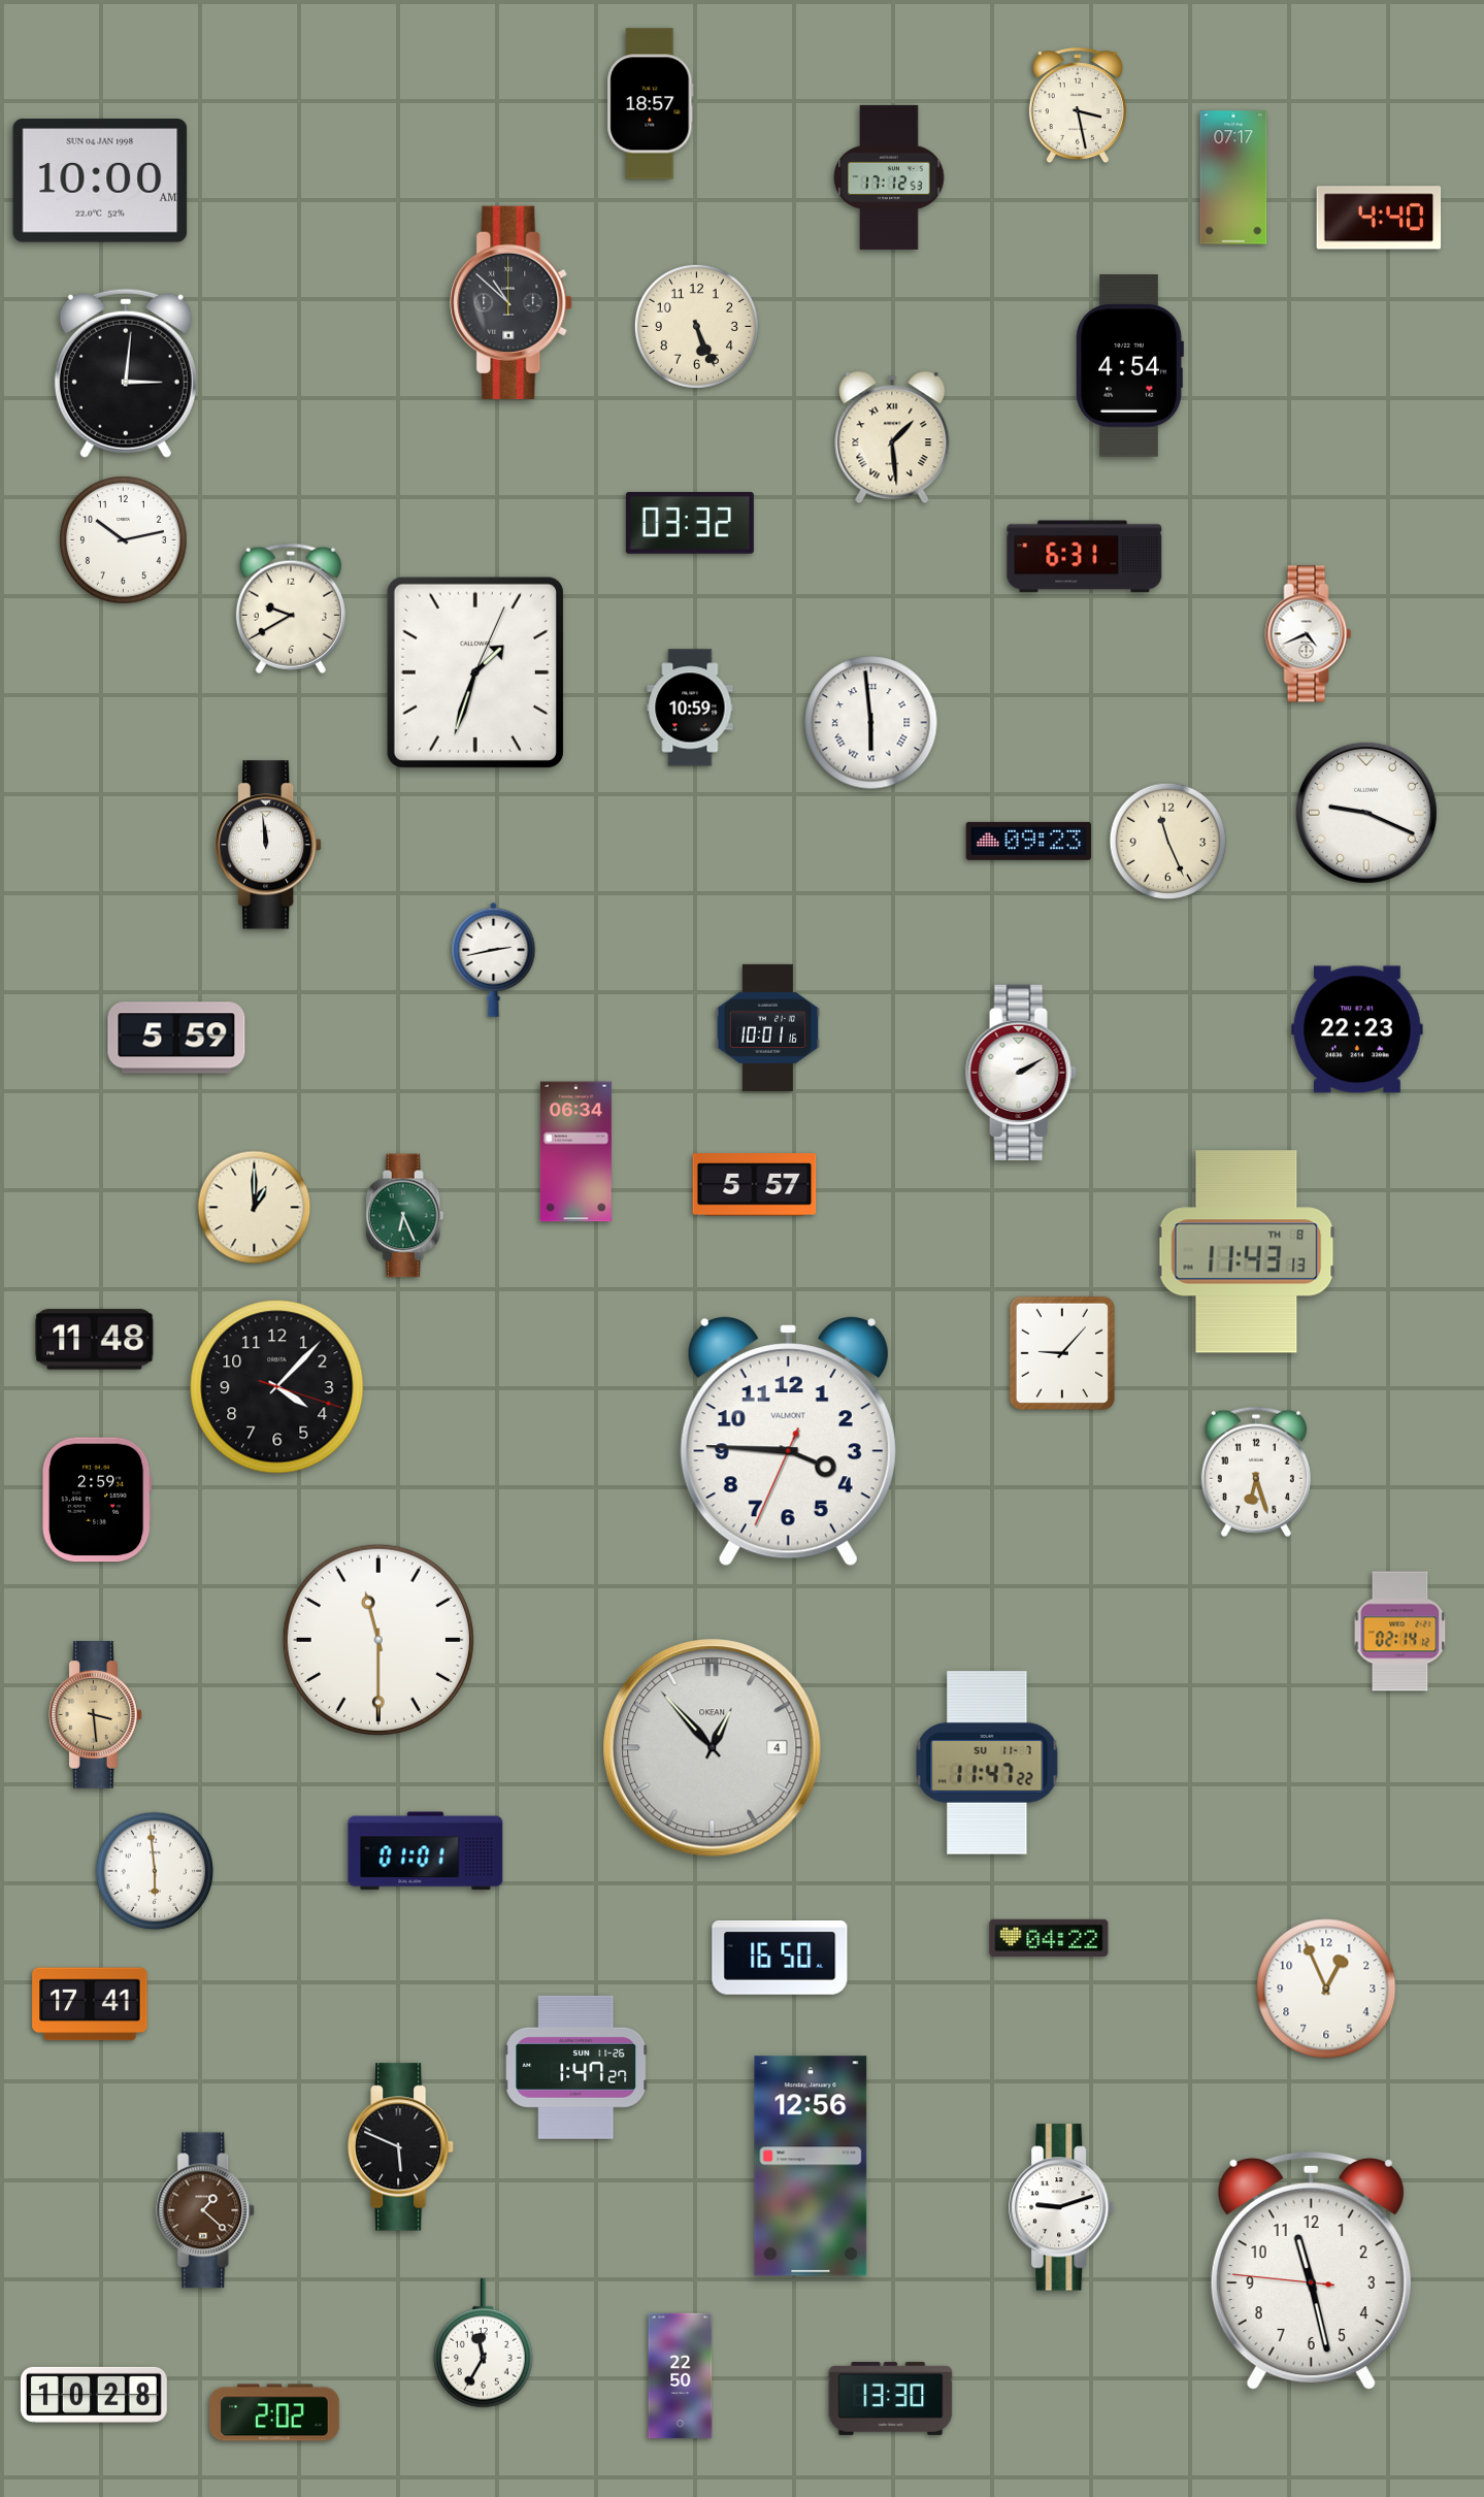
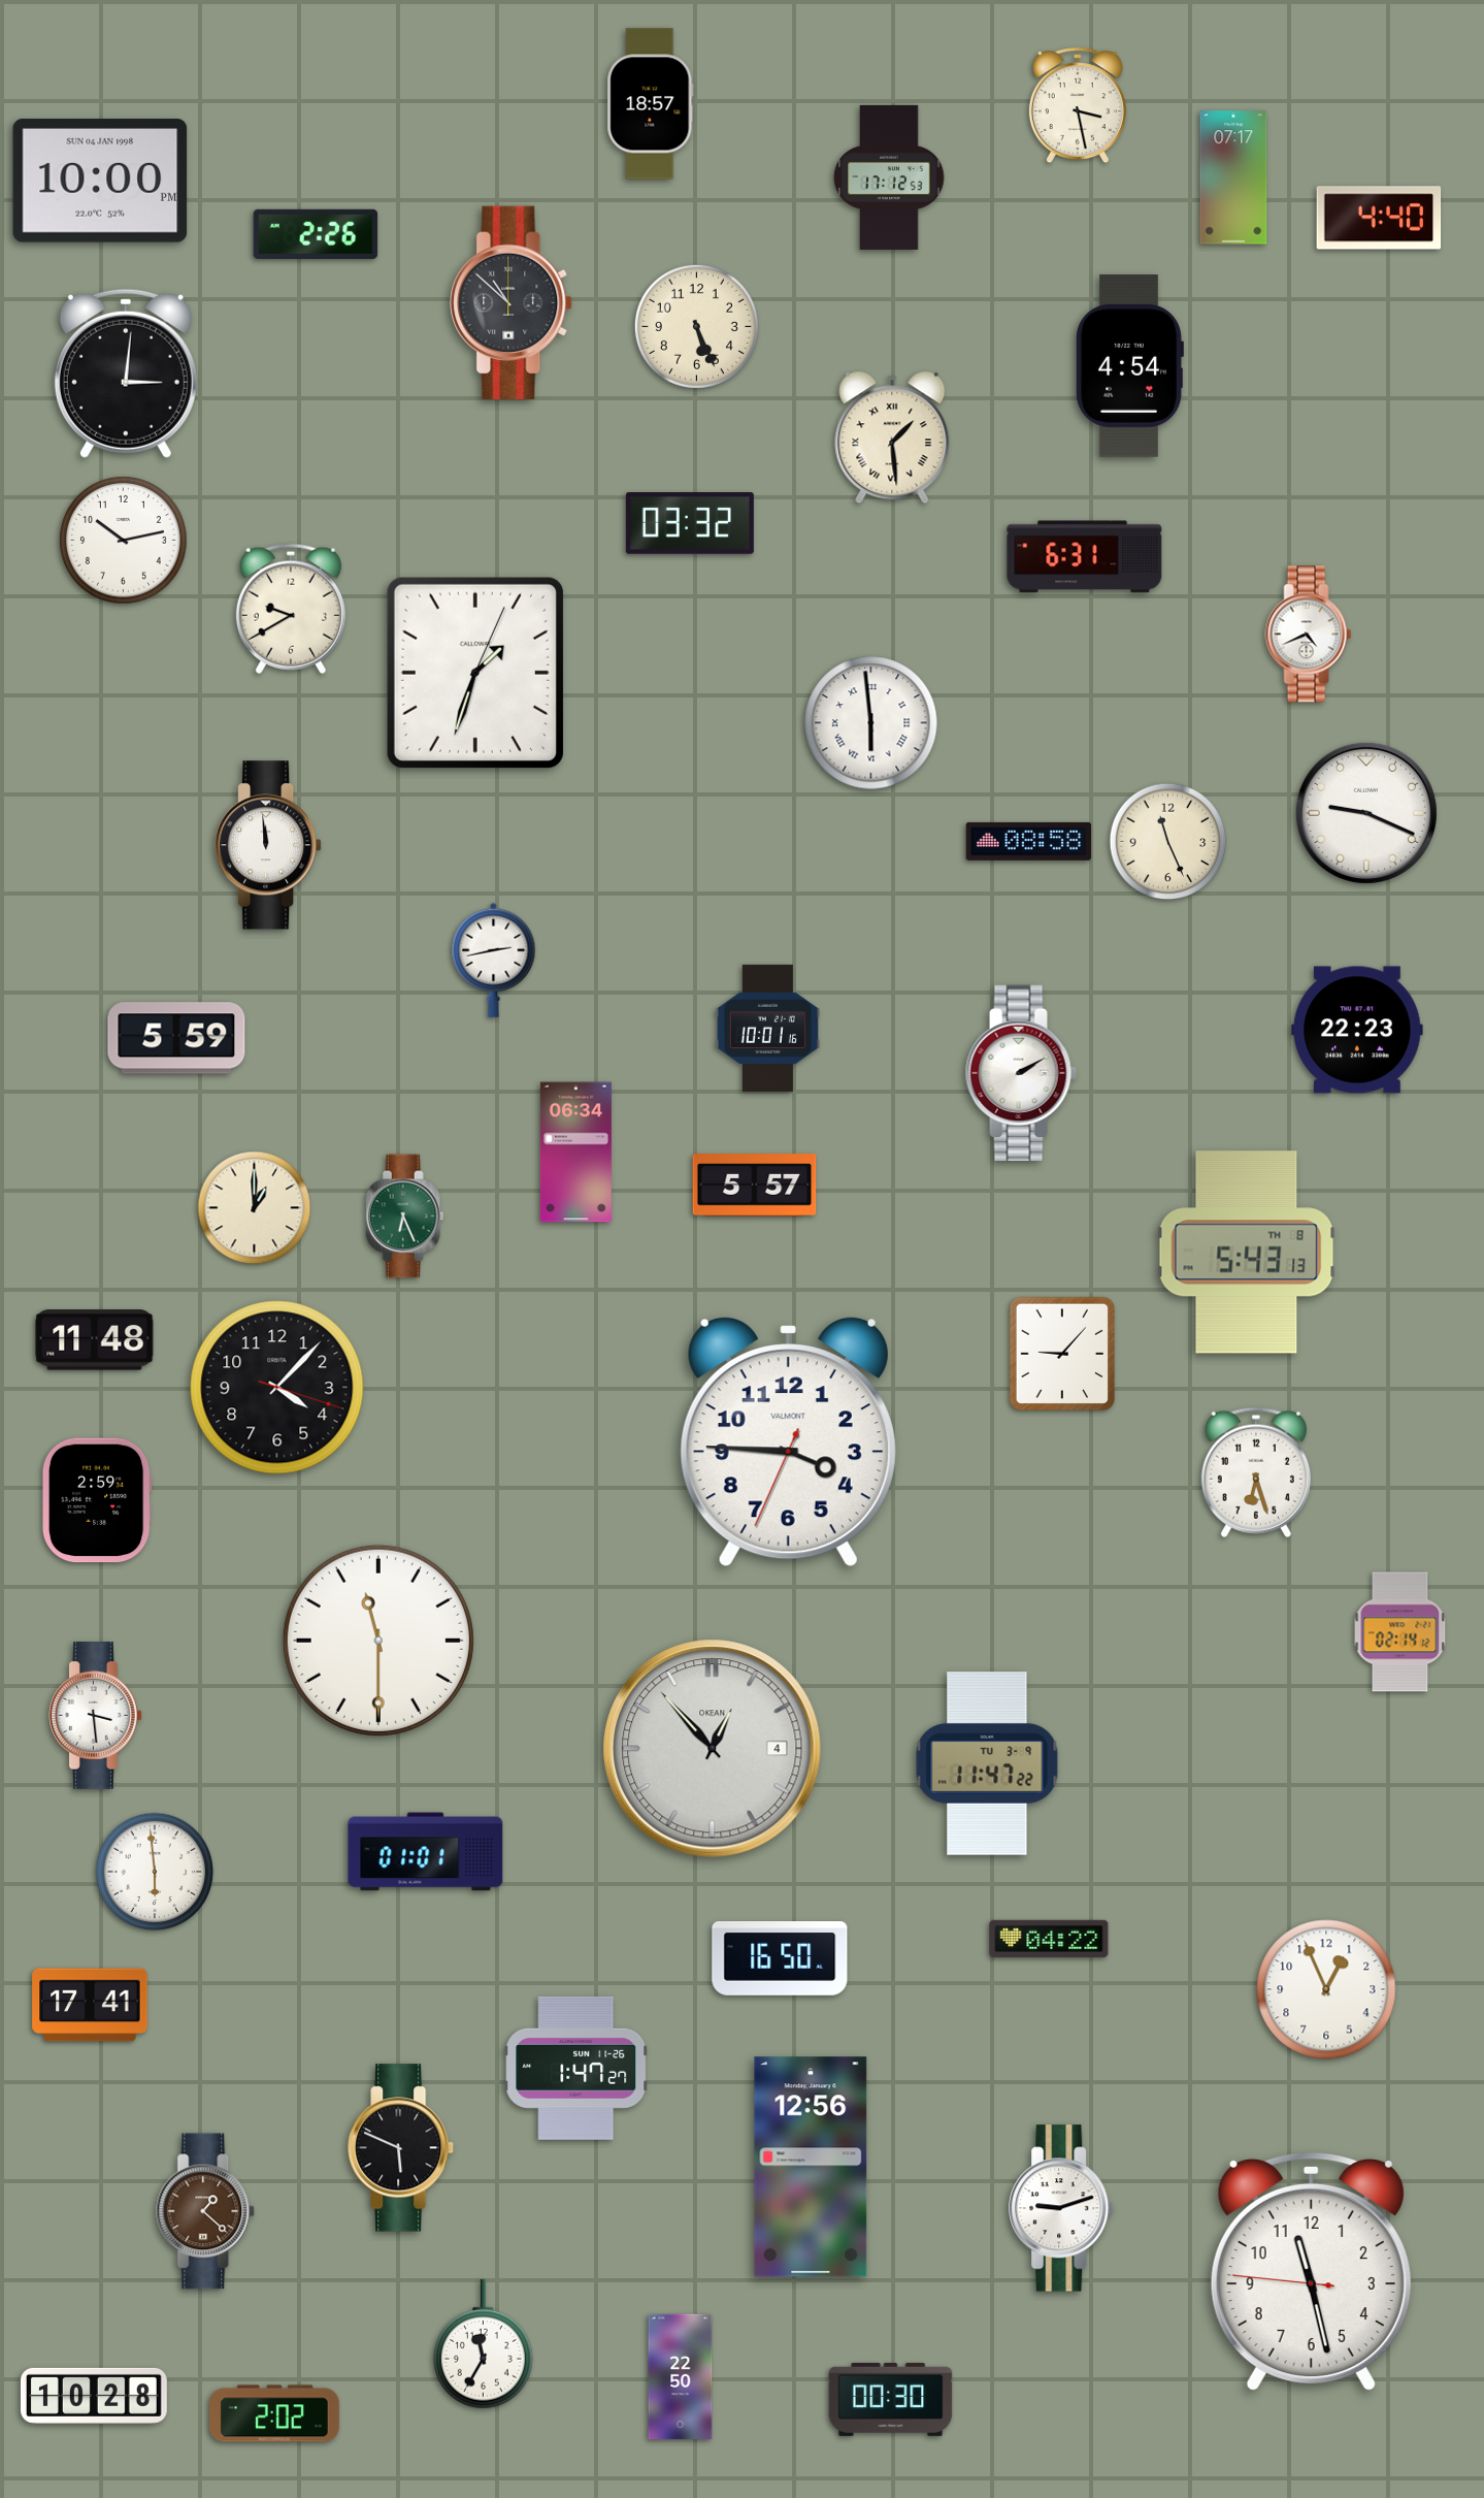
clock at (100, 180): 10:00 AM -> 10:00 PM
clock at (316, 234): none -> 2:26
clock at (690, 708): 10:59 -> none
clock at (1029, 841): 09:23 -> 08:58
clock at (1247, 1252): 11:43 -> 5:43
clock at (96, 1715) dial: champagne -> white
clock at (987, 1763) date: SU 11-7 -> TU 3-9
clock at (891, 2398): 13:30 -> 00:30
